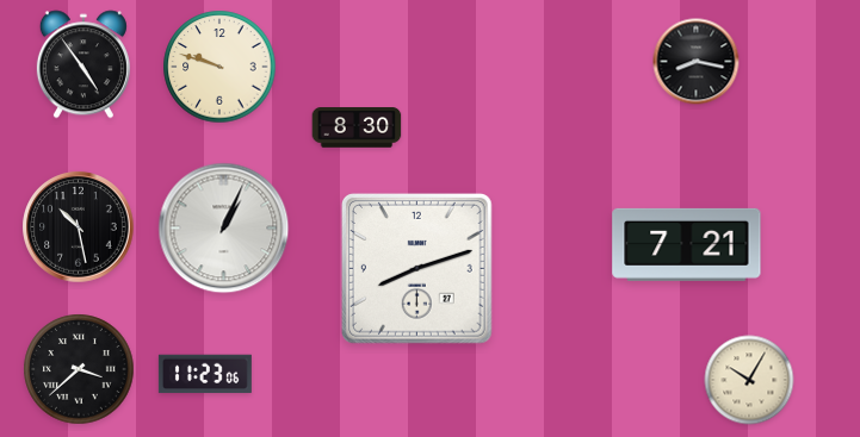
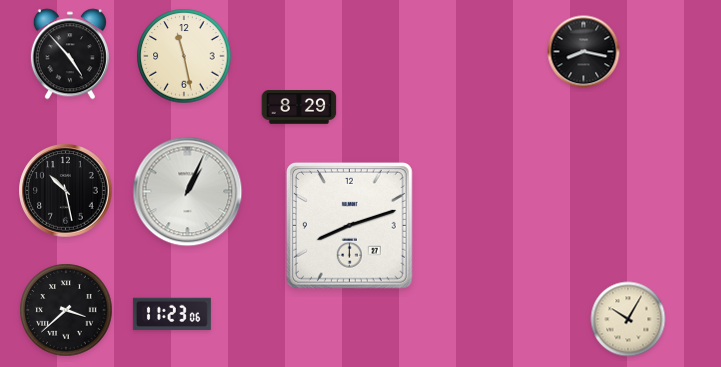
clock at (83, 64): 4:54 -> 4:53
clock at (219, 67): 9:48 -> 11:28
clock at (357, 127): 8:30 -> 8:29
clock at (687, 244): 7:21 -> none
